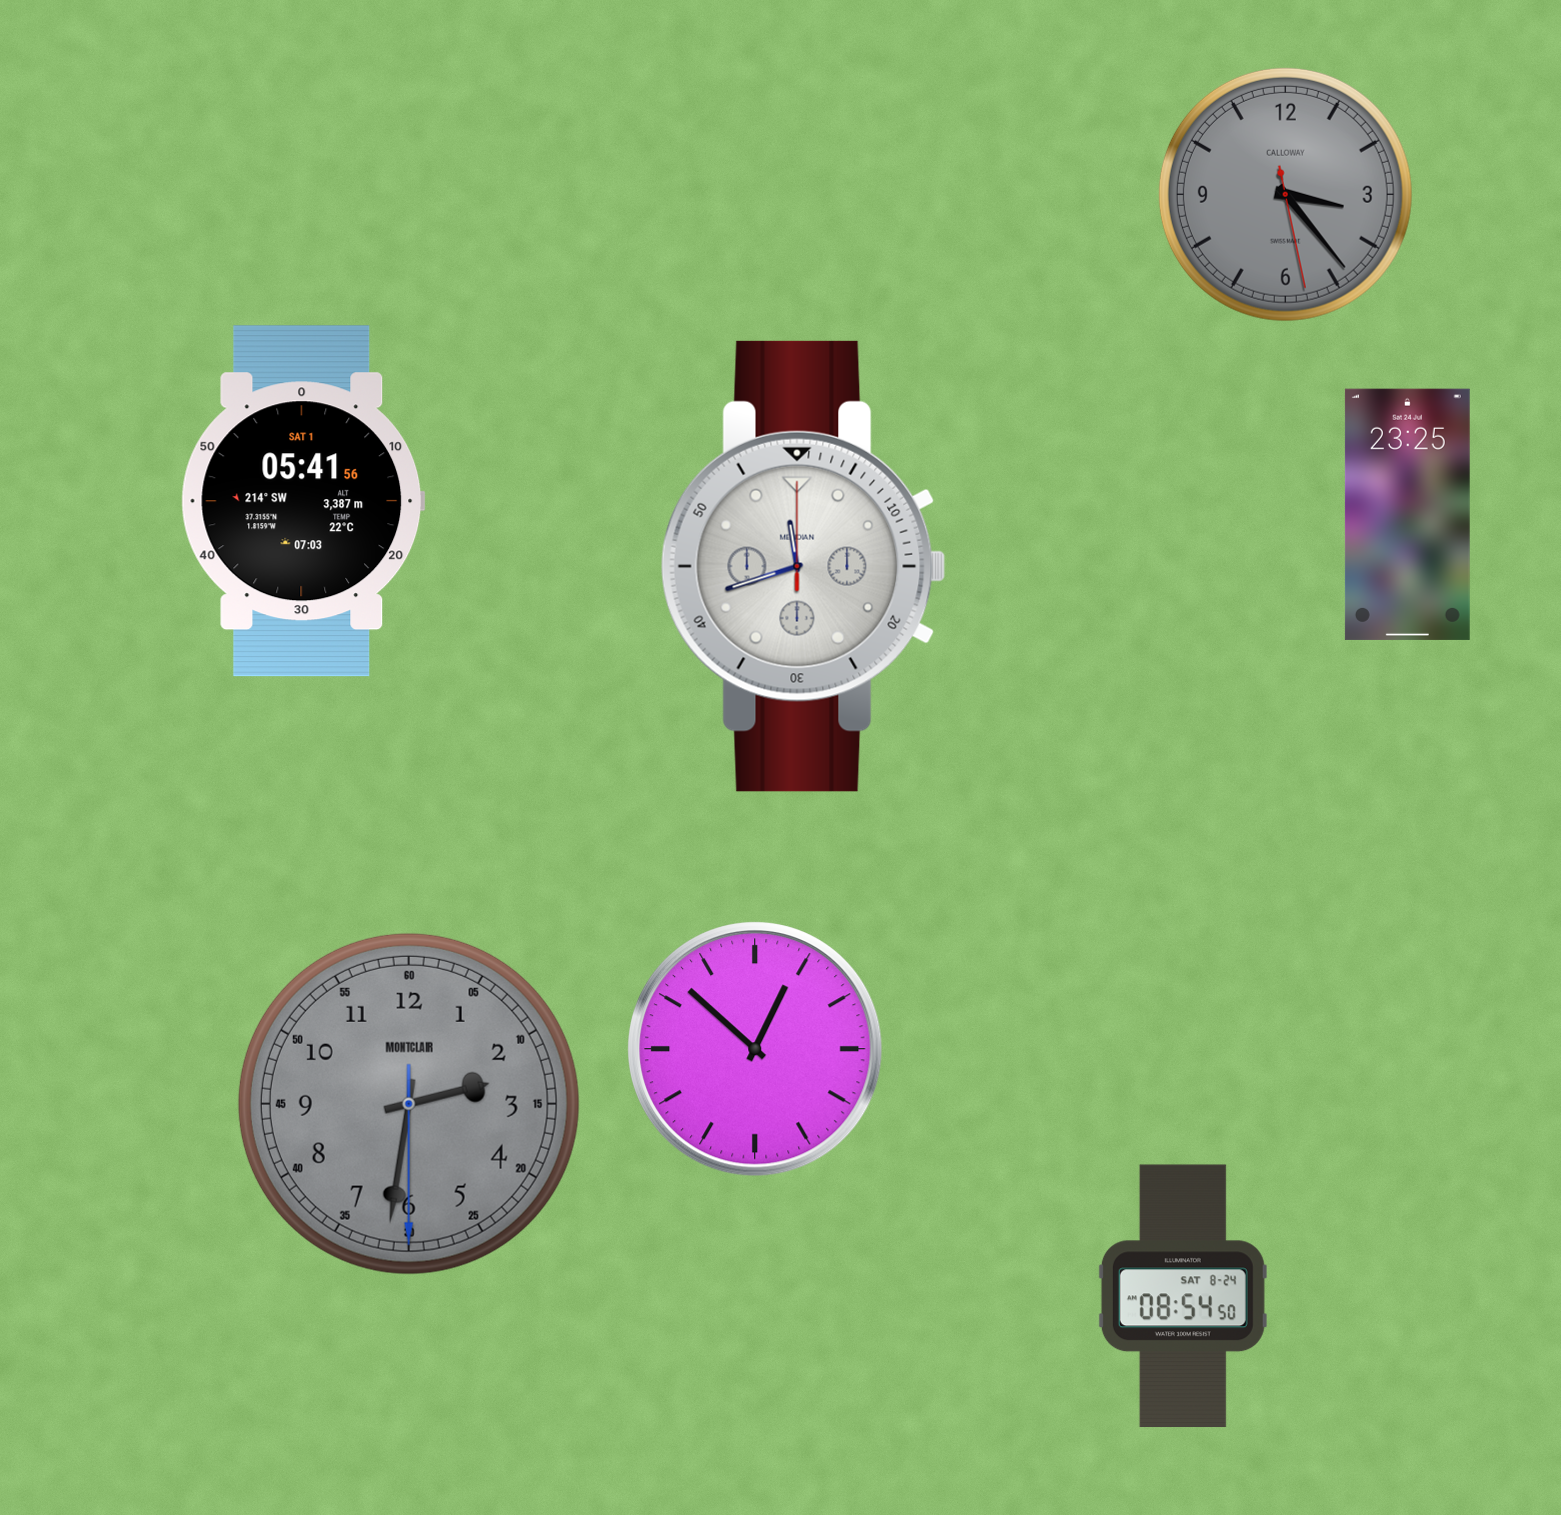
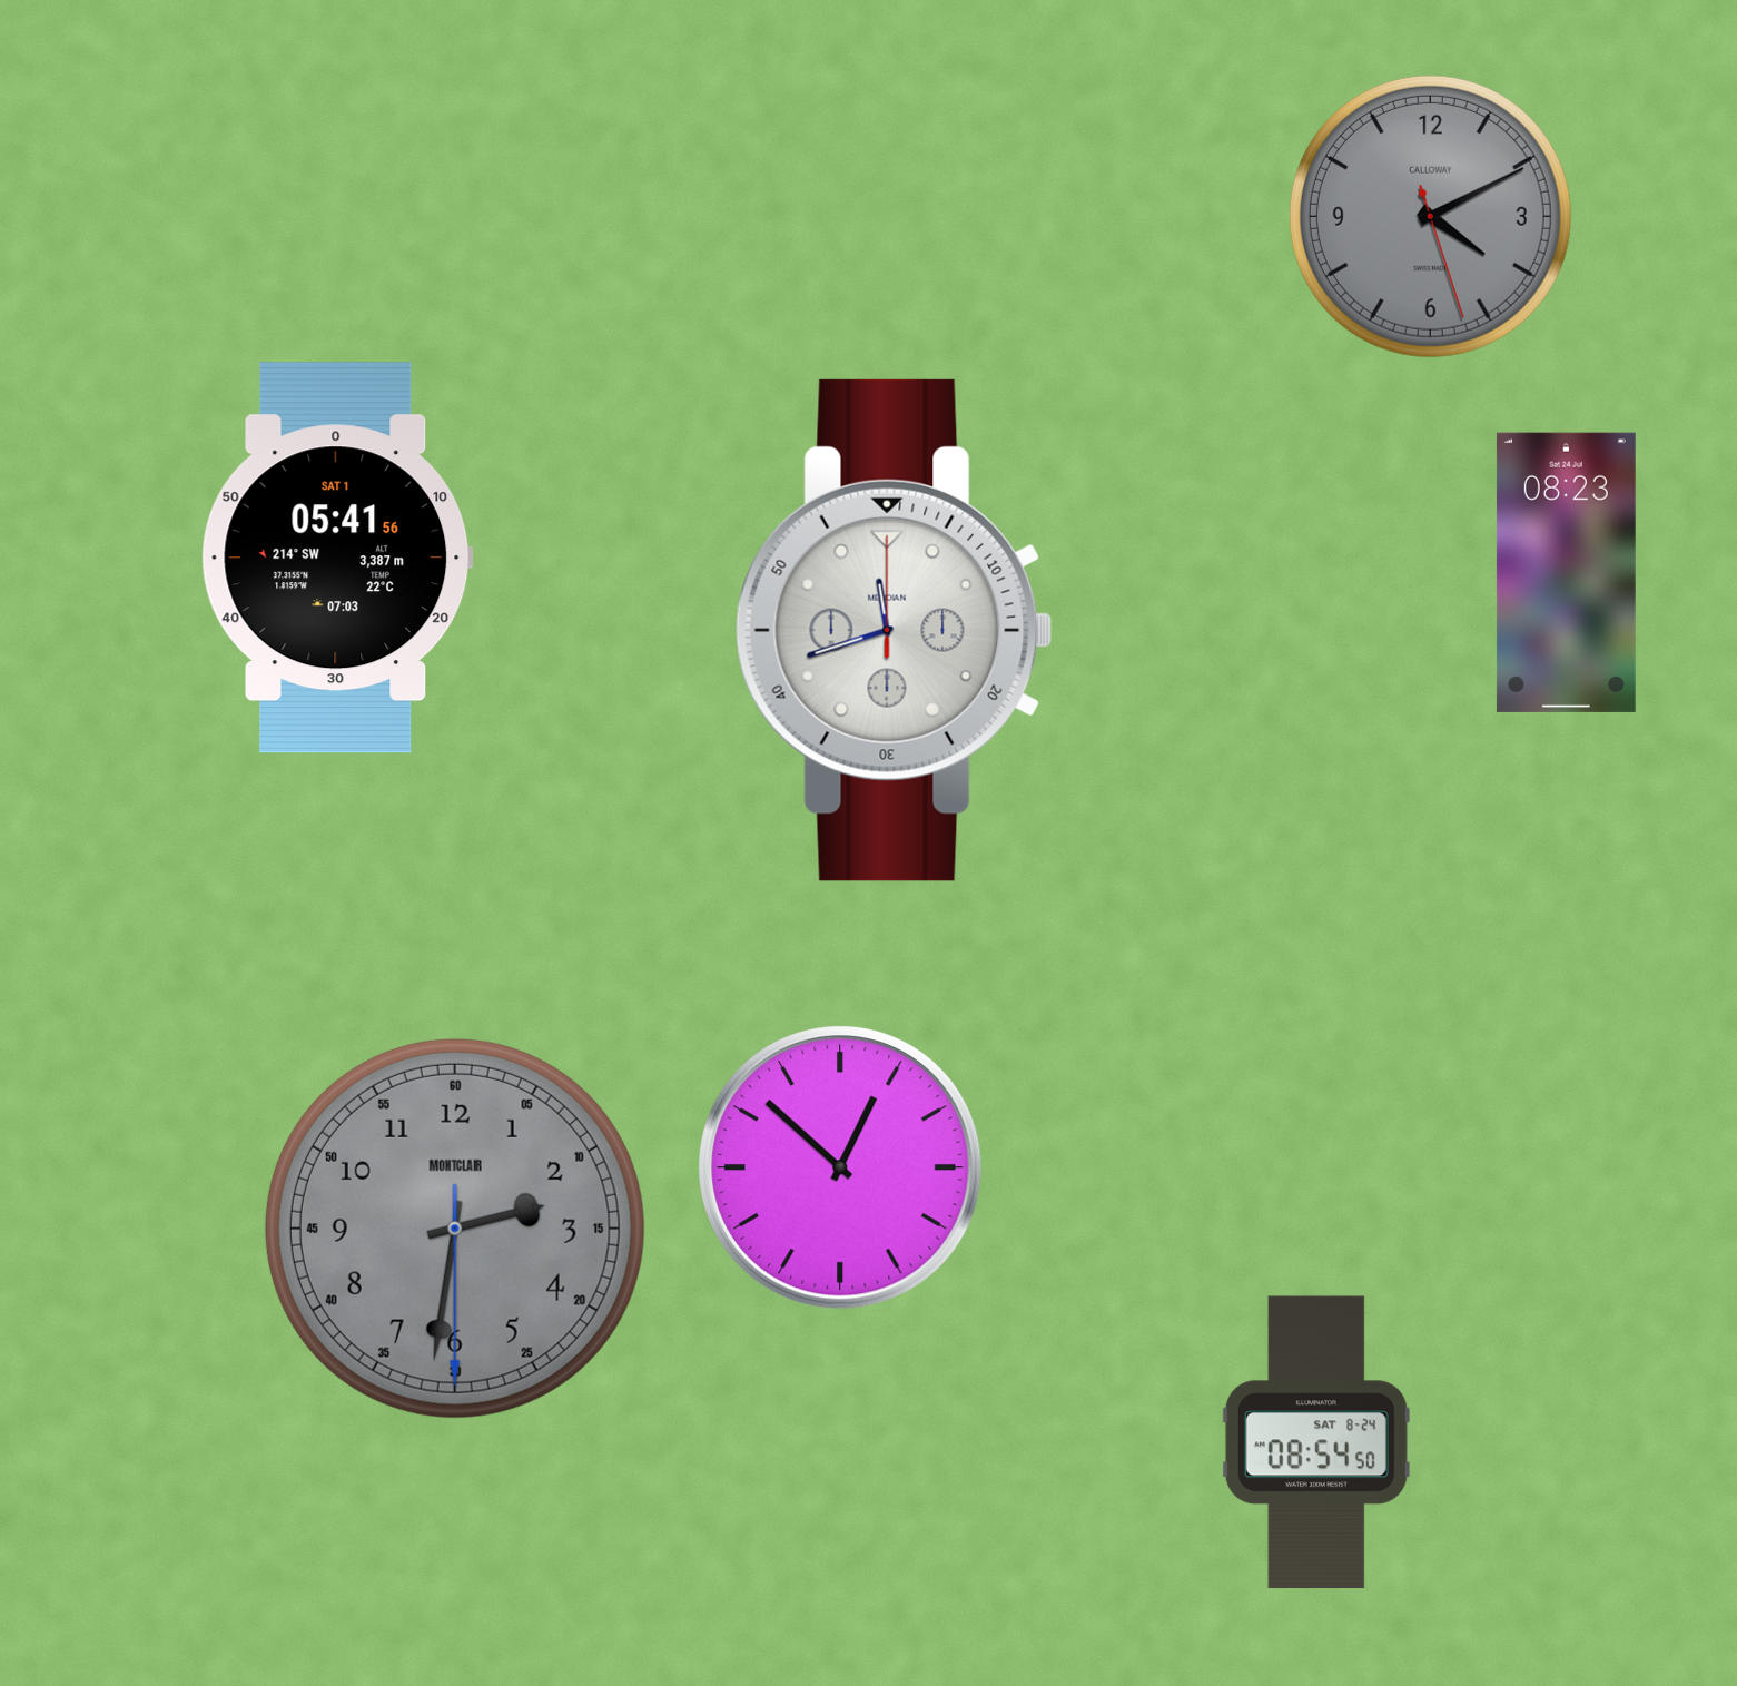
clock at (1285, 194): 3:23 -> 4:10
clock at (1407, 514): 23:25 -> 08:23
